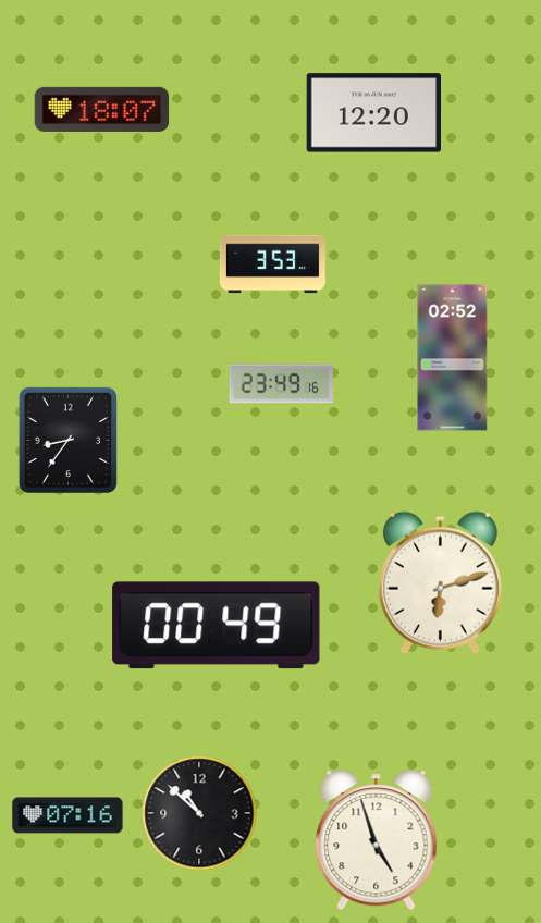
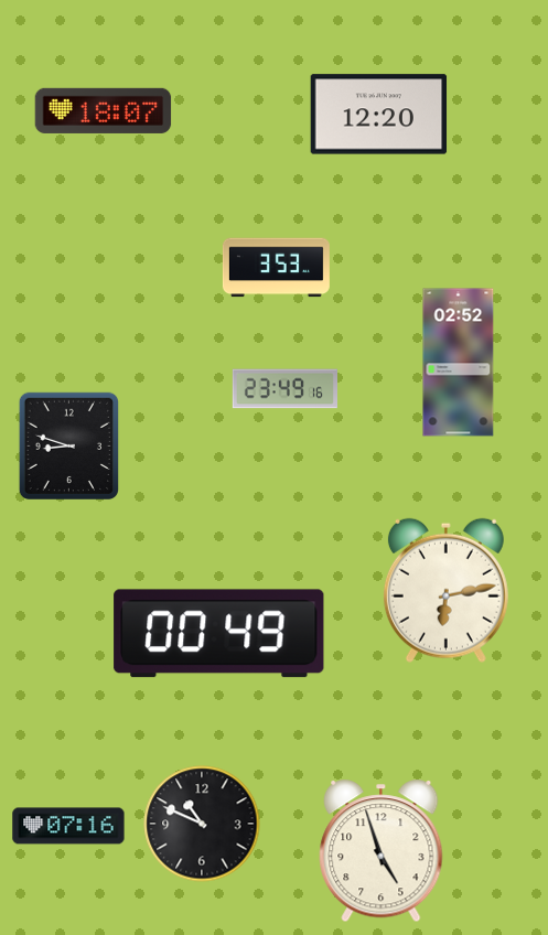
clock at (67, 440): 8:36 -> 8:48
clock at (440, 582): 6:12 -> 6:13
clock at (199, 813): 10:52 -> 10:49
